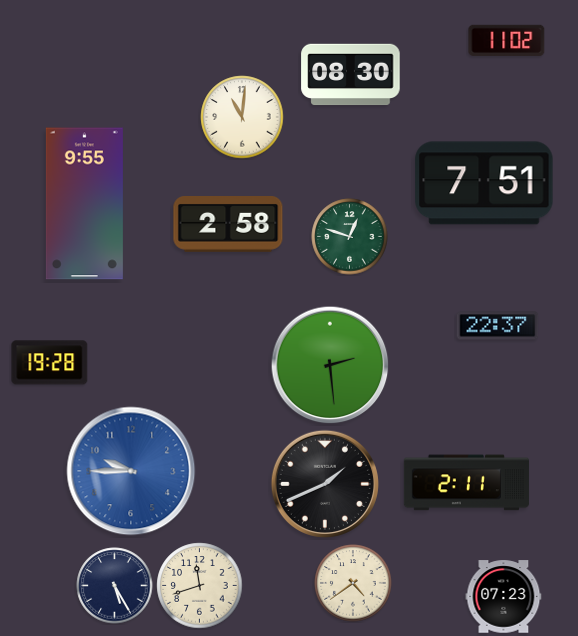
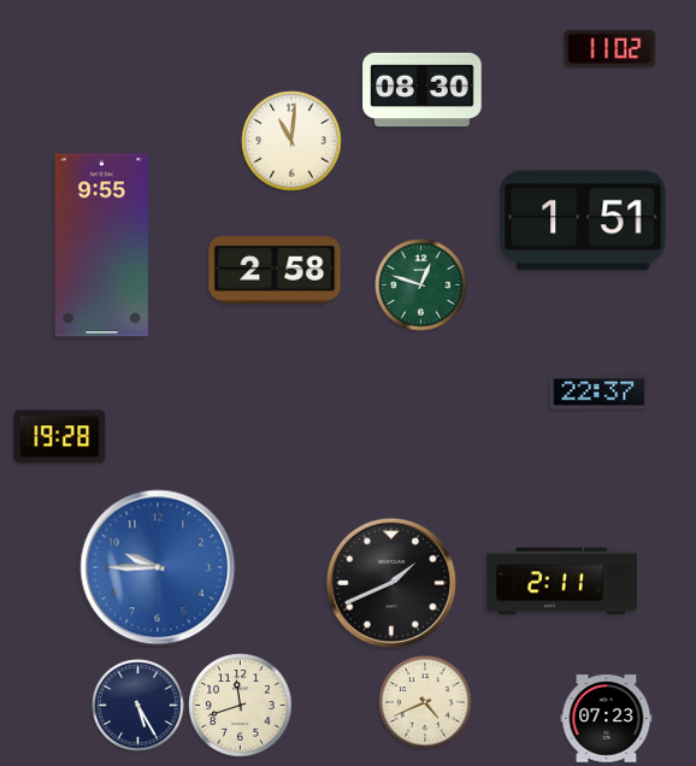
clock at (484, 183): 7:51 -> 1:51
clock at (330, 365): 2:29 -> none
clock at (353, 583): 4:39 -> 4:41
